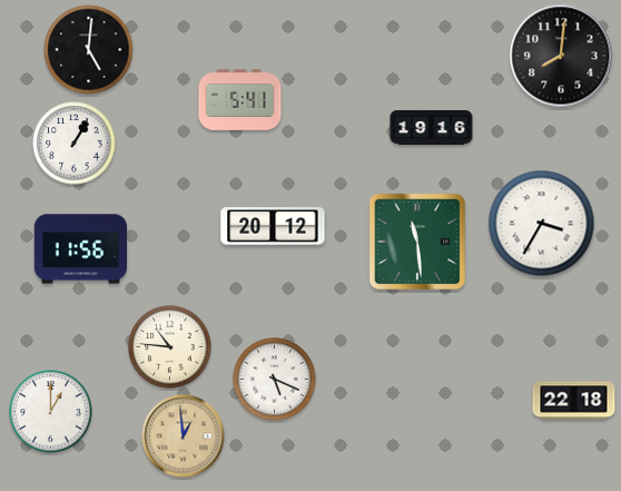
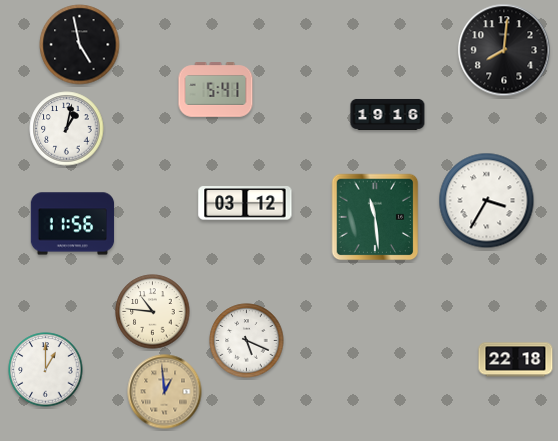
clock at (89, 50): 5:01 -> 4:58
clock at (75, 144): 1:05 -> 1:02
clock at (273, 226): 20:12 -> 03:12
